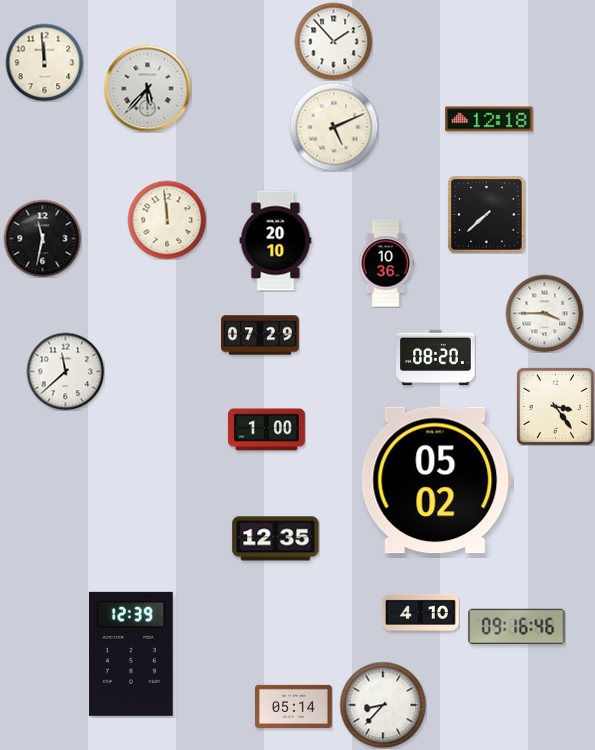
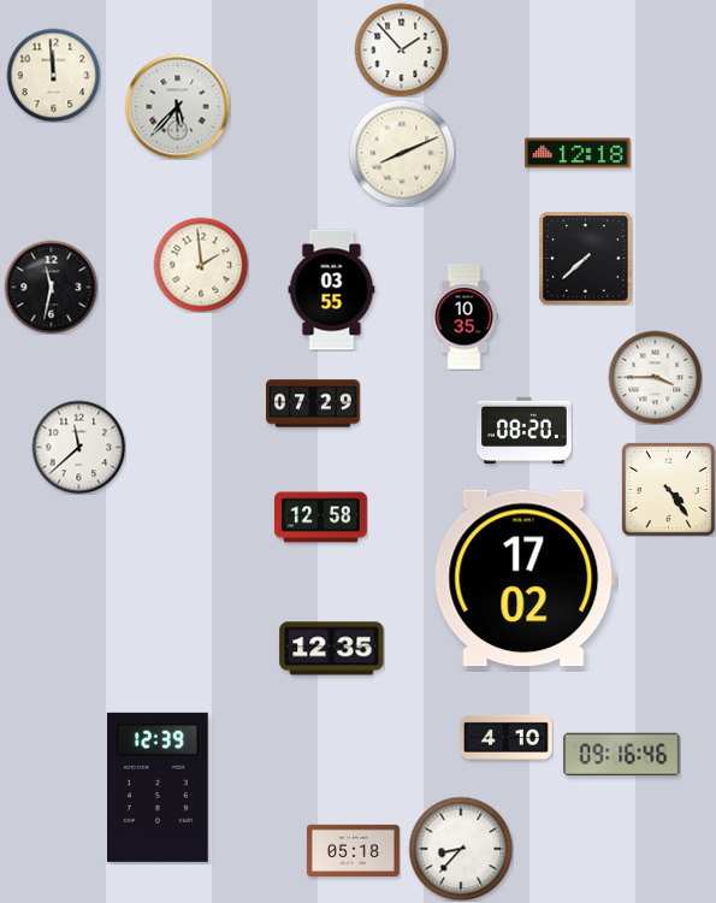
clock at (489, 119) position: (489, 119) -> (578, 153)
clock at (334, 127): 5:11 -> 8:11
clock at (167, 220): 11:59 -> 1:59
clock at (276, 241): 20:10 -> 03:55
clock at (386, 263): 10:36 -> 10:35
clock at (555, 406): 3:24 -> 4:24
clock at (266, 430): 1:00 -> 12:58
clock at (436, 480): 05:02 -> 17:02
clock at (293, 706): 05:14 -> 05:18
